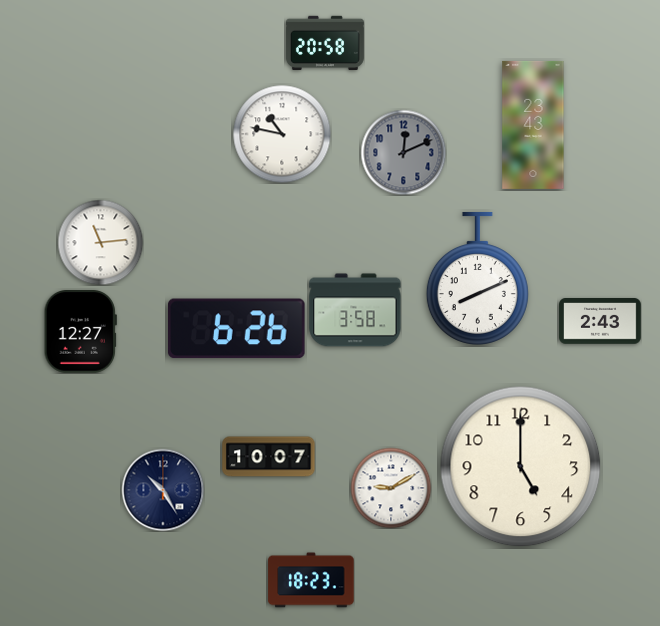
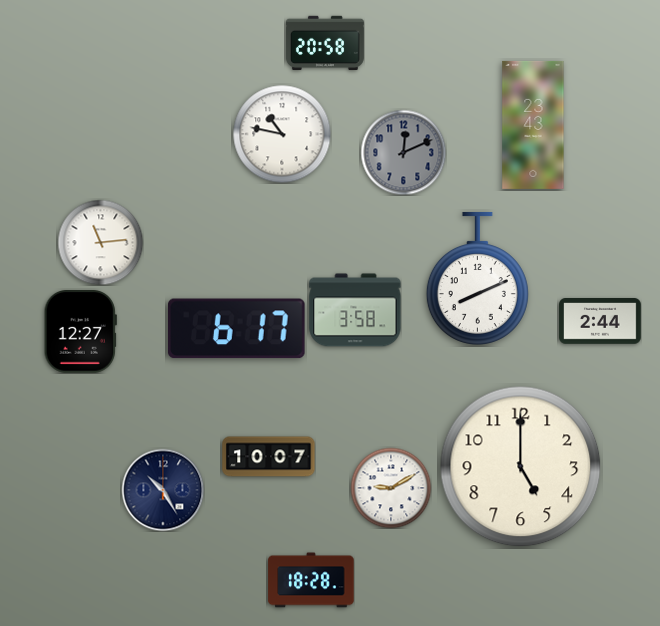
clock at (600, 322): 2:43 -> 2:44
clock at (237, 329): 6:26 -> 6:17
clock at (311, 580): 18:23 -> 18:28
